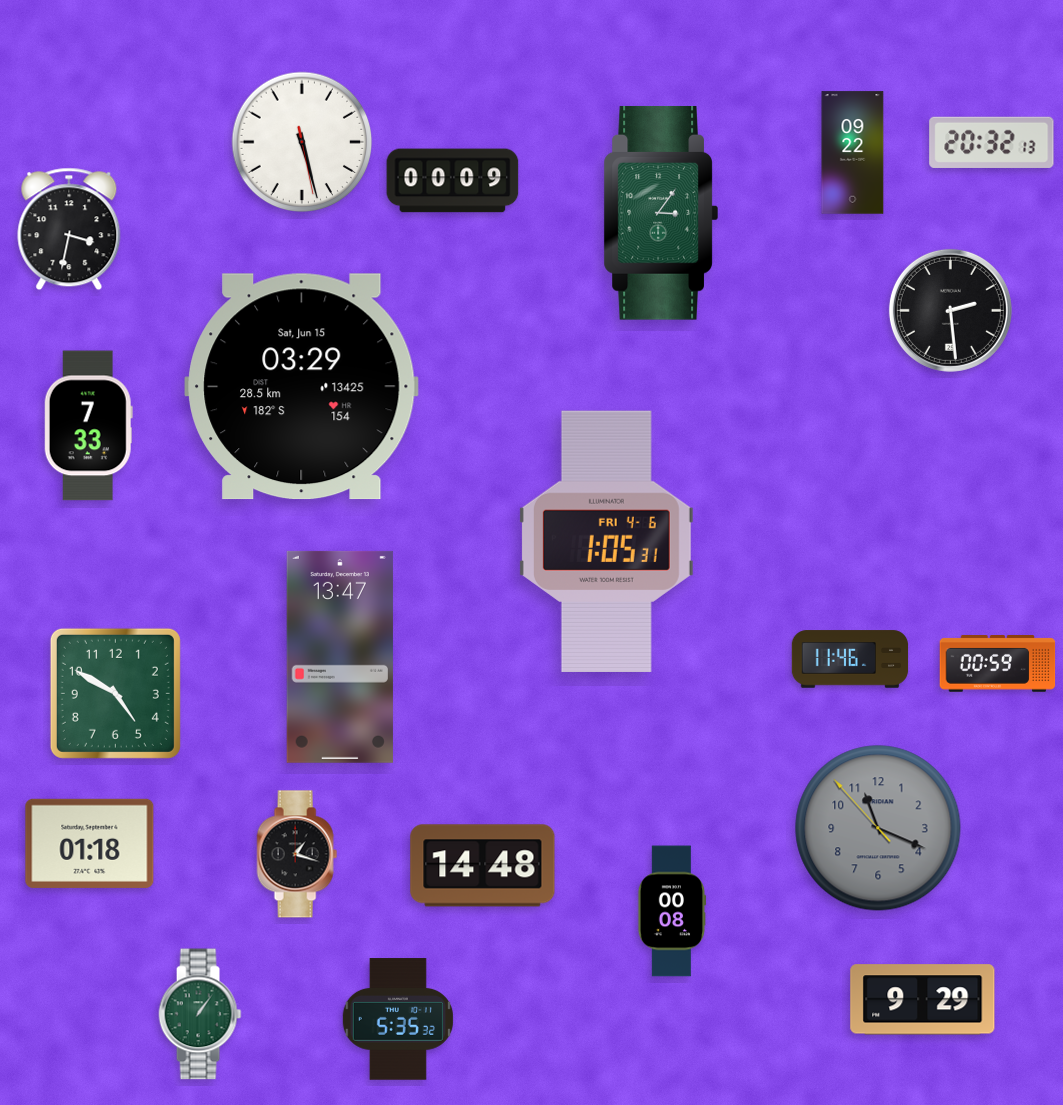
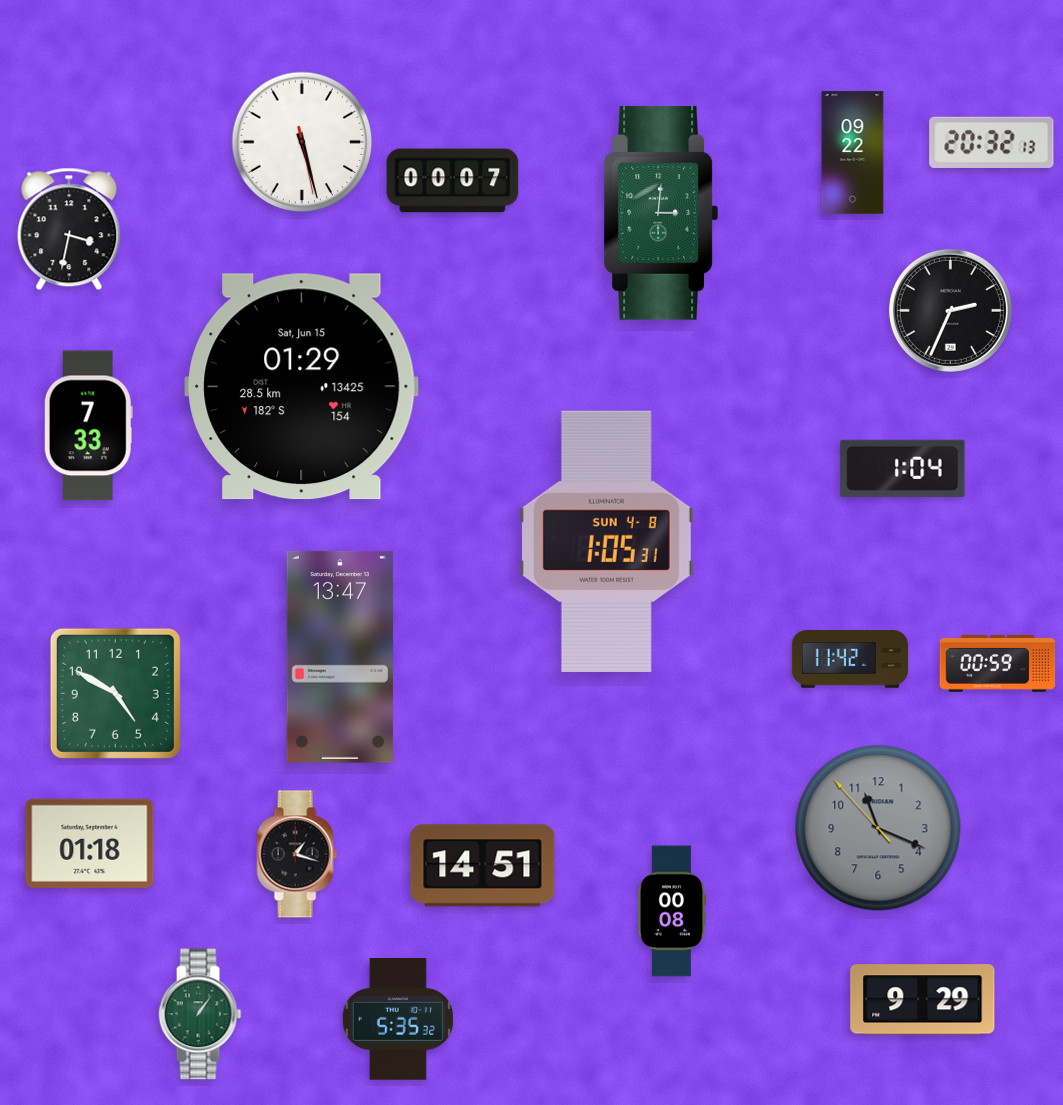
clock at (453, 181): 00:09 -> 00:07
clock at (661, 213): 3:06 -> 3:01
clock at (950, 310): 2:29 -> 2:34
clock at (302, 387): 03:29 -> 01:29
clock at (903, 468): none -> 1:04
clock at (606, 541) date: FRI 4-6 -> SUN 4-8
clock at (850, 659): 11:46 -> 11:42
clock at (483, 866): 14:48 -> 14:51
